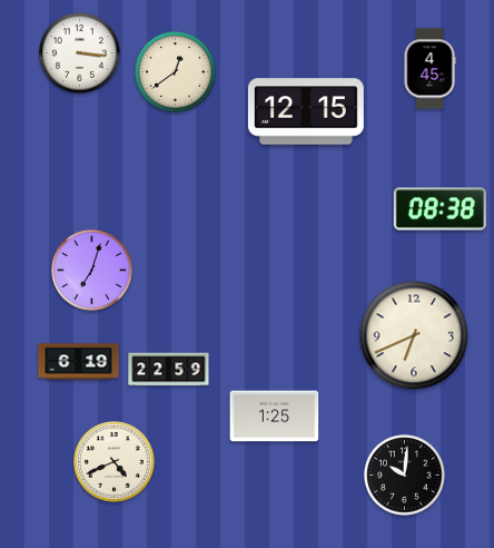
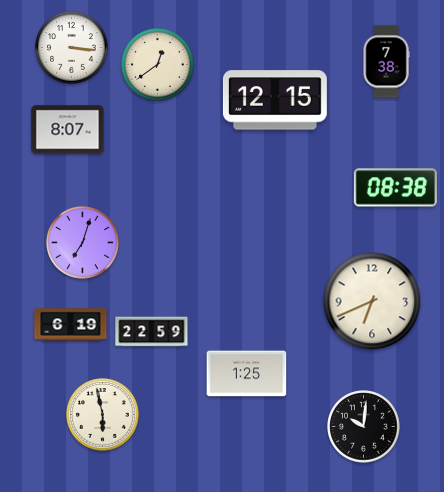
clock at (429, 69): 4:45 -> 7:38
clock at (68, 130): none -> 8:07
clock at (115, 462): 4:41 -> 5:58
